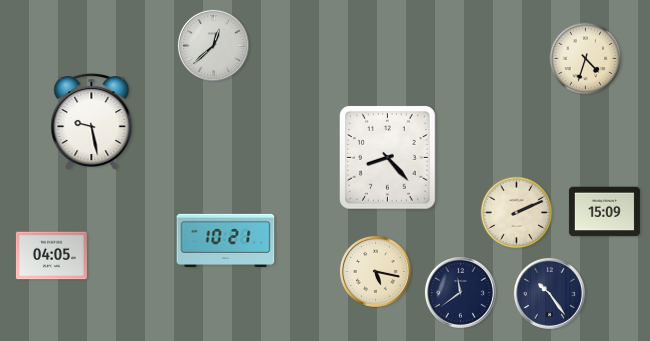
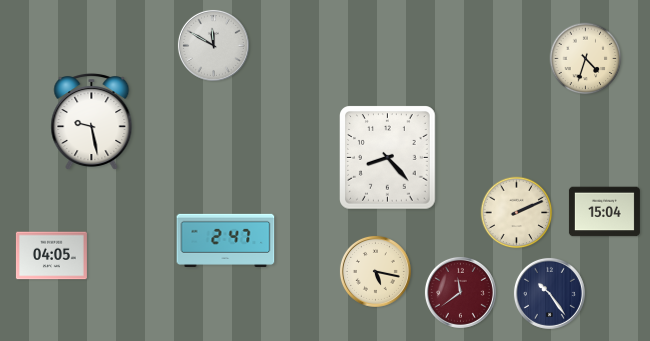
clock at (213, 45): 12:38 -> 11:50
clock at (604, 212): 15:09 -> 15:04
clock at (226, 240): 10:21 -> 2:47
clock at (460, 292) dial: navy -> burgundy
